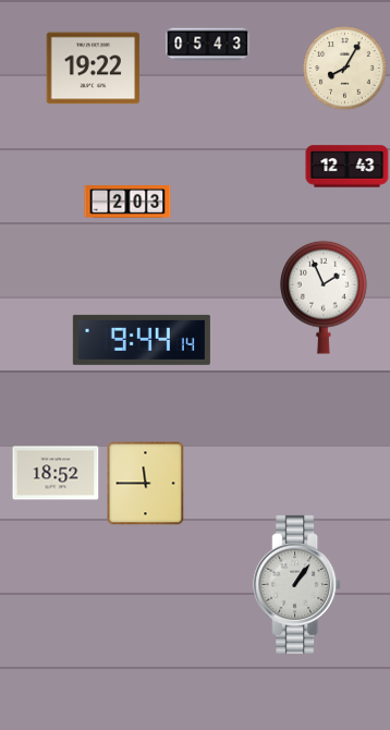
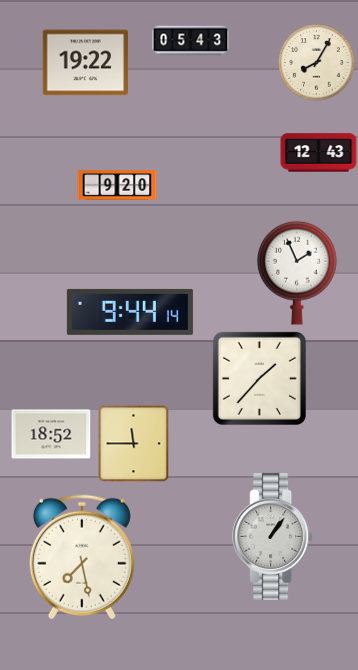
clock at (127, 202): 2:03 -> 9:20
clock at (259, 378): none -> 1:37
clock at (82, 557): none -> 7:28
